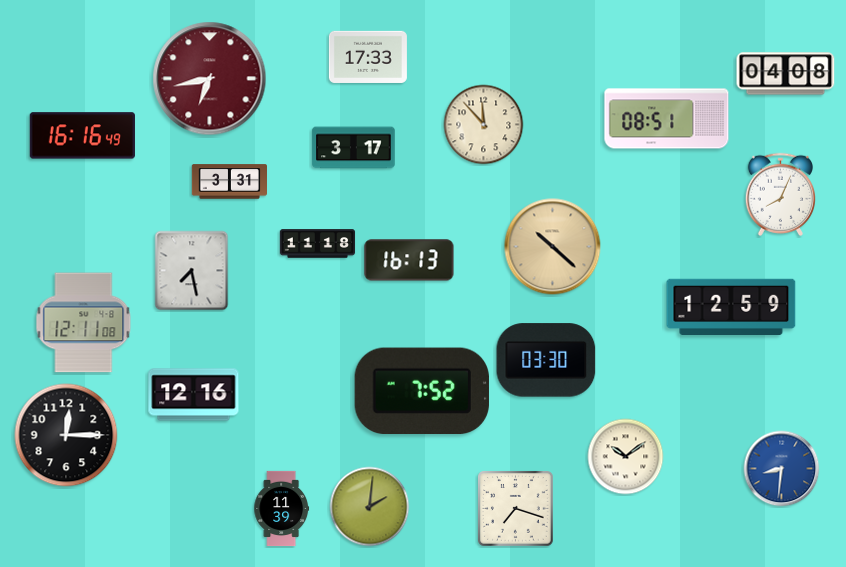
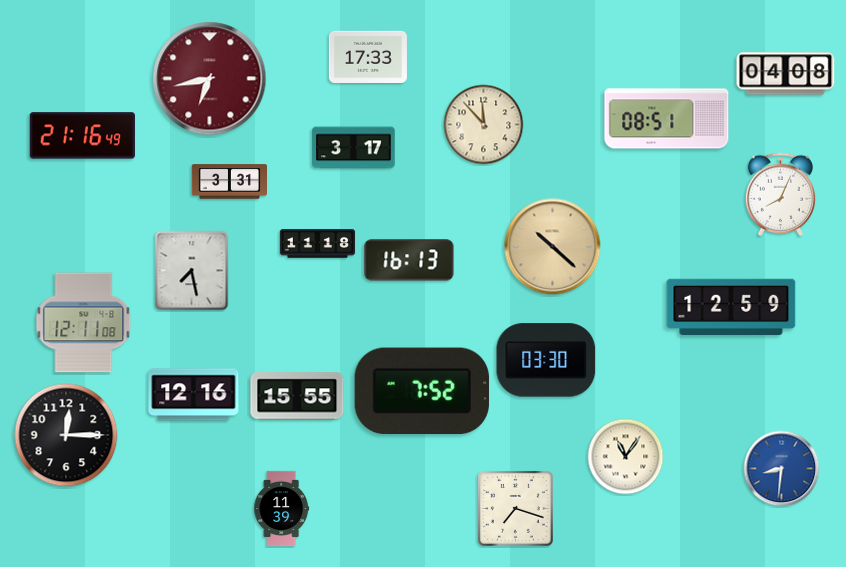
clock at (82, 136): 16:16 -> 21:16
clock at (297, 396): none -> 15:55
clock at (626, 457): 10:09 -> 11:06
clock at (370, 507): 2:01 -> none
